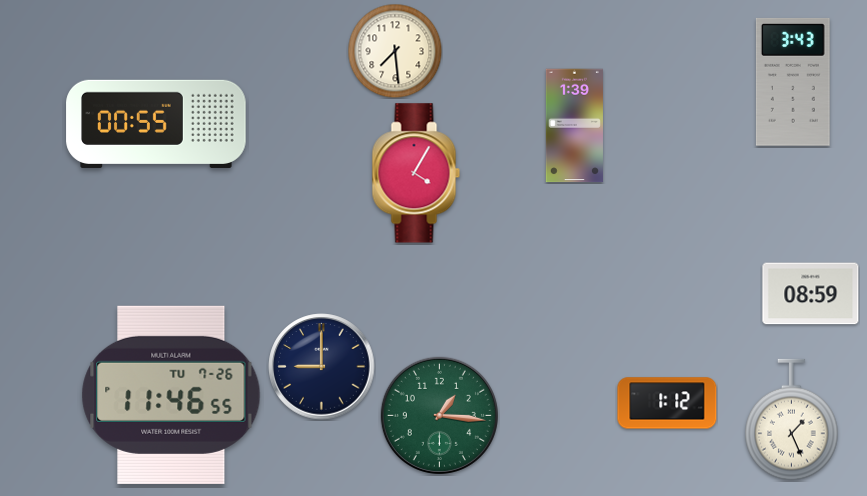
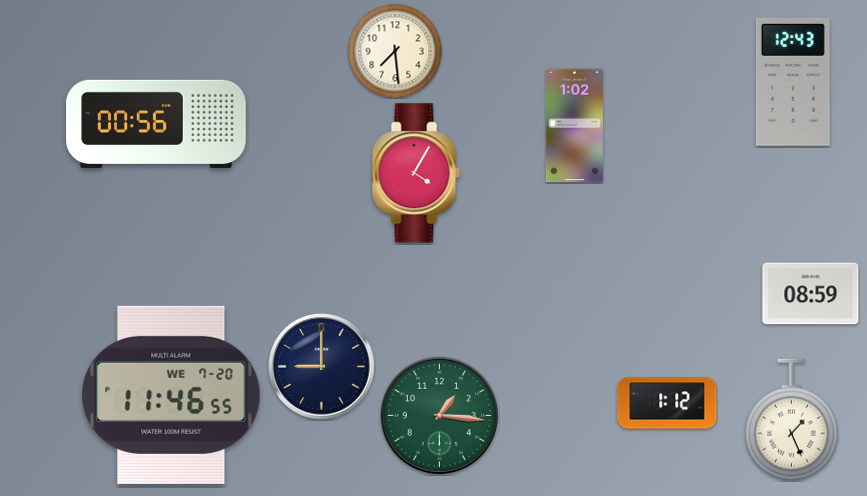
clock at (793, 82): 3:43 -> 12:43
clock at (156, 124): 00:55 -> 00:56
clock at (574, 126): 1:39 -> 1:02
clock at (171, 395) date: TU 7-26 -> WE 7-20
